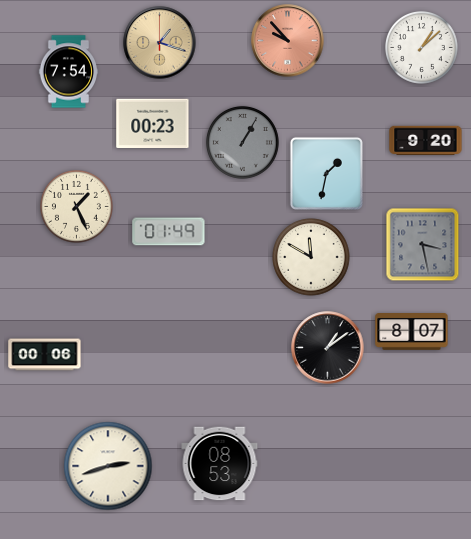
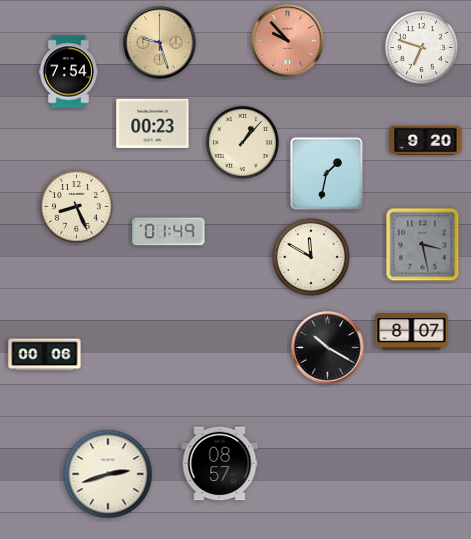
clock at (160, 43): 1:18 -> 9:27
clock at (421, 47): 1:08 -> 6:48
clock at (242, 142): 1:05 -> 1:07
clock at (242, 142) dial: grey -> cream
clock at (76, 206): 1:26 -> 8:26
clock at (328, 348): 1:09 -> 10:20
clock at (220, 464): 08:53 -> 08:57
clock at (108, 466) position: (108, 466) -> (108, 474)
